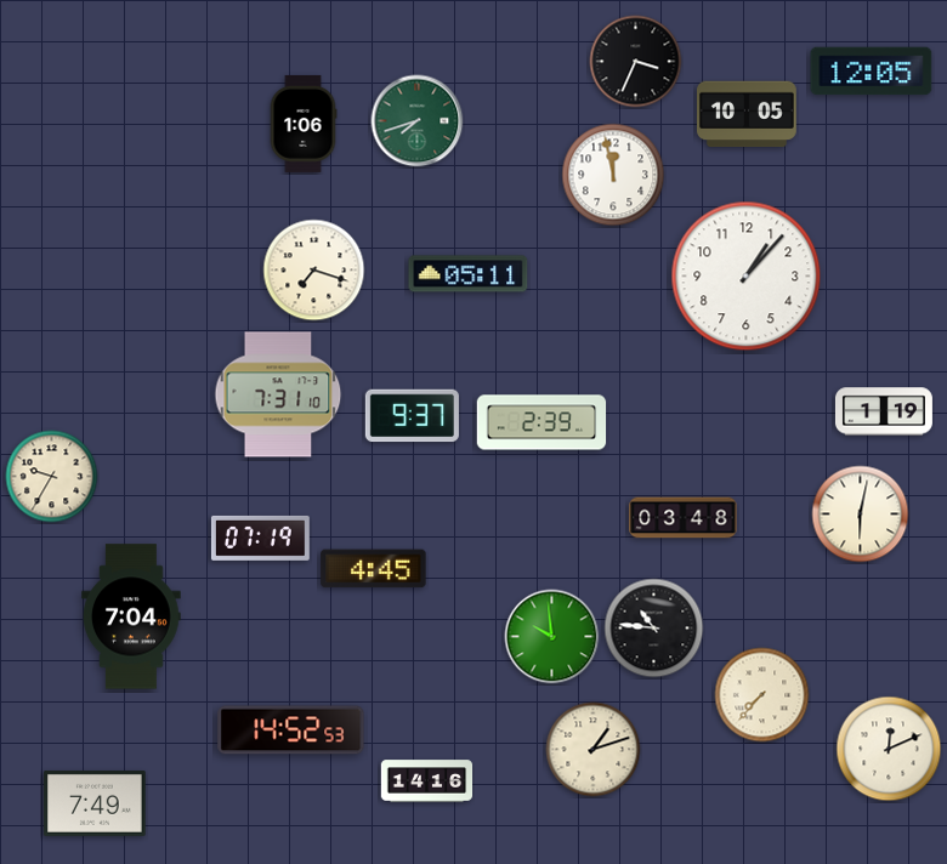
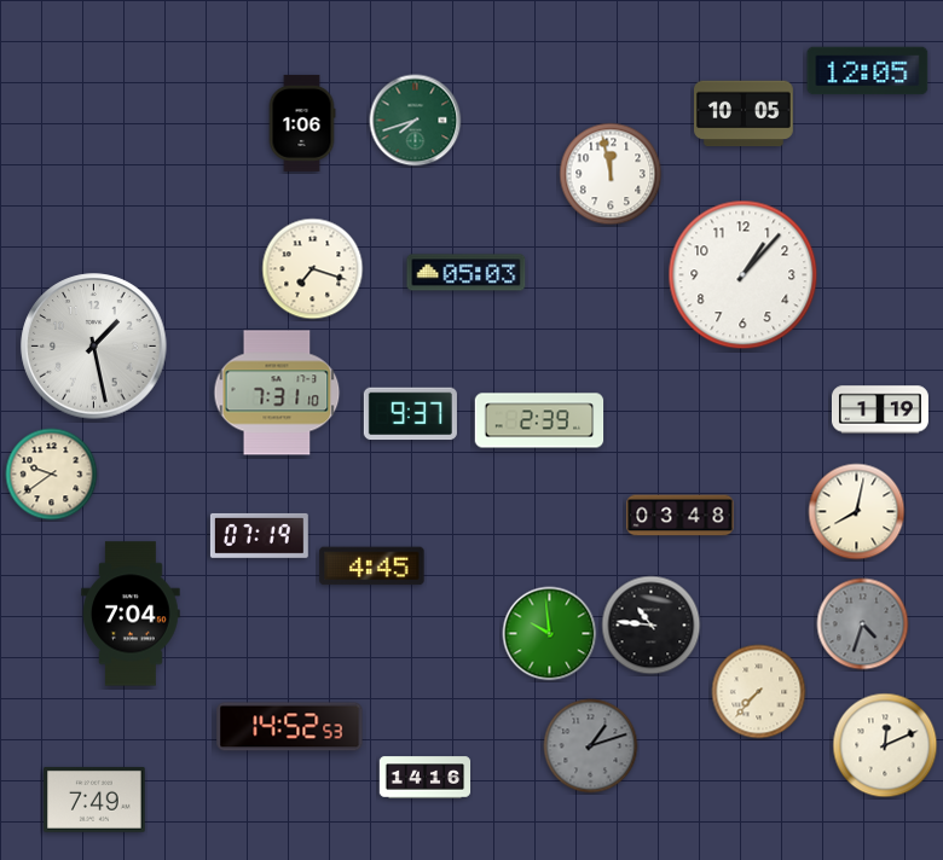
clock at (636, 62): 3:34 -> none
clock at (469, 274): 05:11 -> 05:03
clock at (94, 347): none -> 1:28
clock at (52, 477): 9:35 -> 9:39
clock at (861, 515): 6:02 -> 8:02
clock at (863, 624): none -> 4:33
clock at (594, 750) dial: cream -> grey
